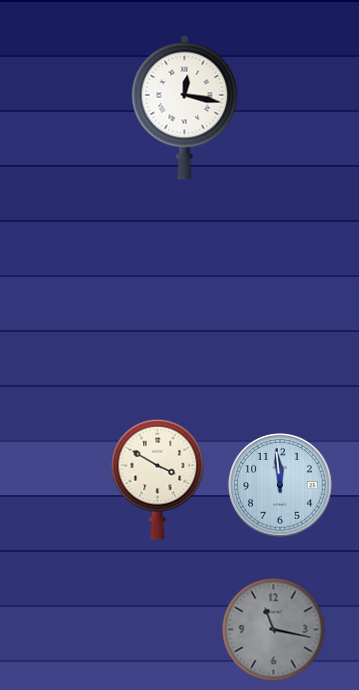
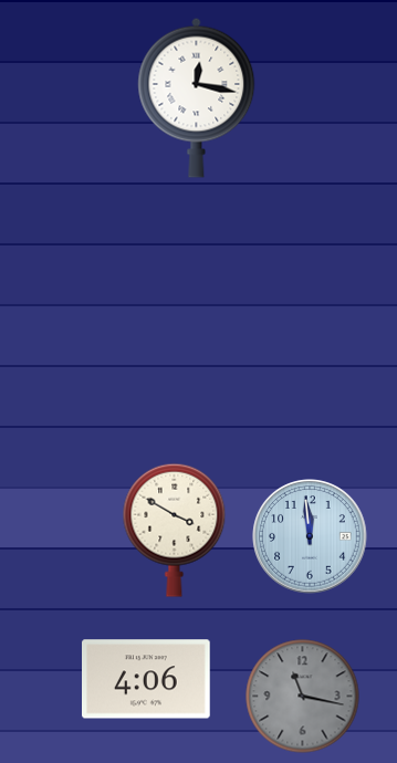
clock at (185, 107) position: (185, 107) -> (197, 97)
clock at (147, 679): none -> 4:06
